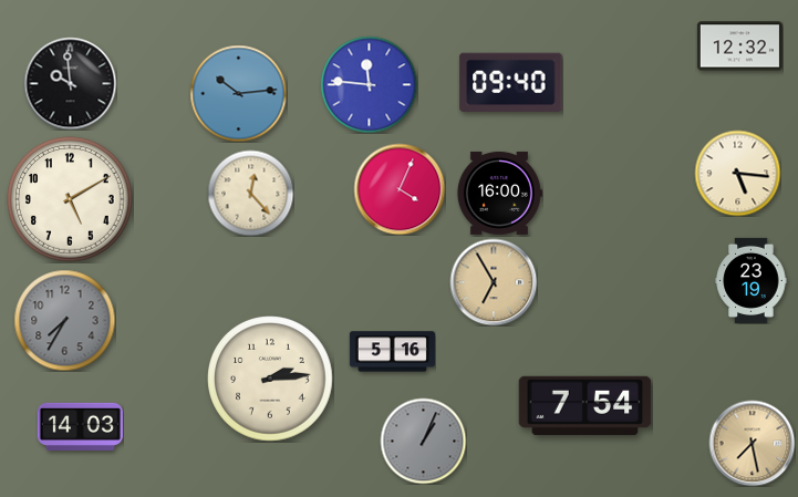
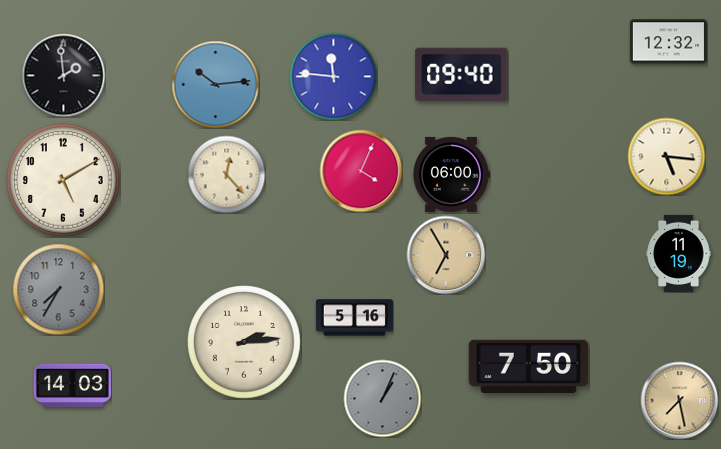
clock at (70, 83): 9:59 -> 1:59
clock at (499, 193): 16:00 -> 06:00
clock at (752, 280): 23:19 -> 11:19
clock at (585, 406): 7:54 -> 7:50
